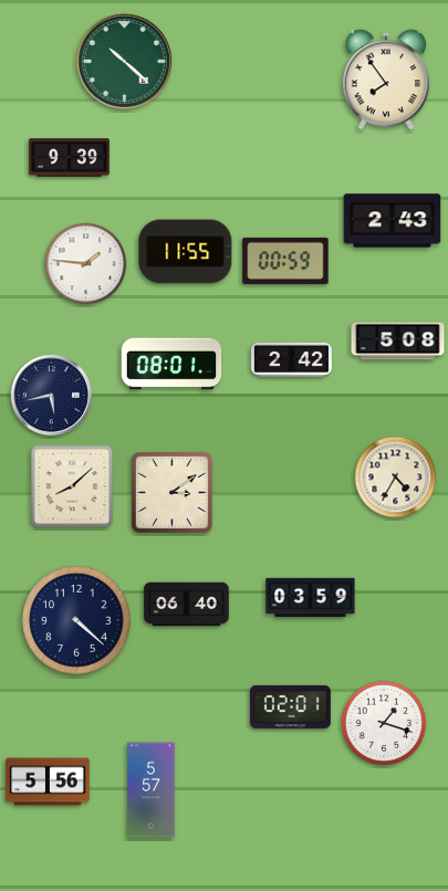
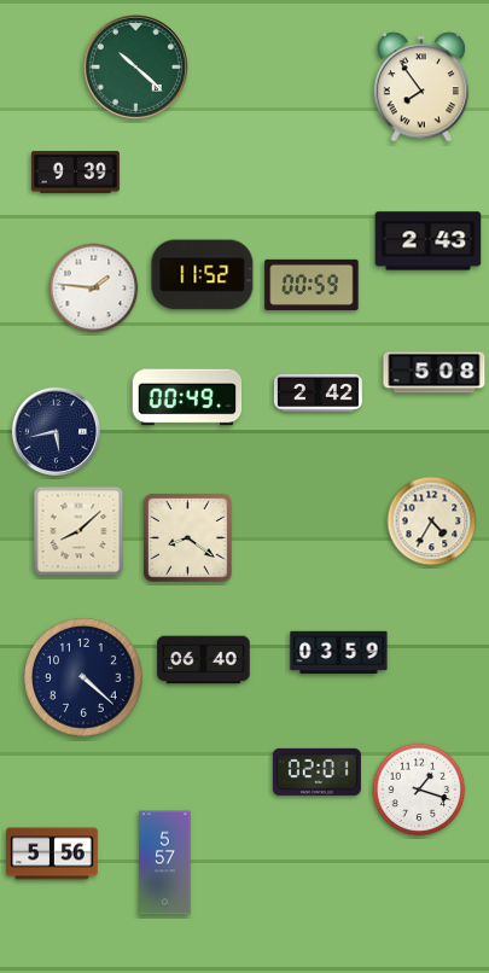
clock at (186, 252): 11:55 -> 11:52
clock at (171, 364): 08:01 -> 00:49
clock at (173, 493): 3:09 -> 8:21
